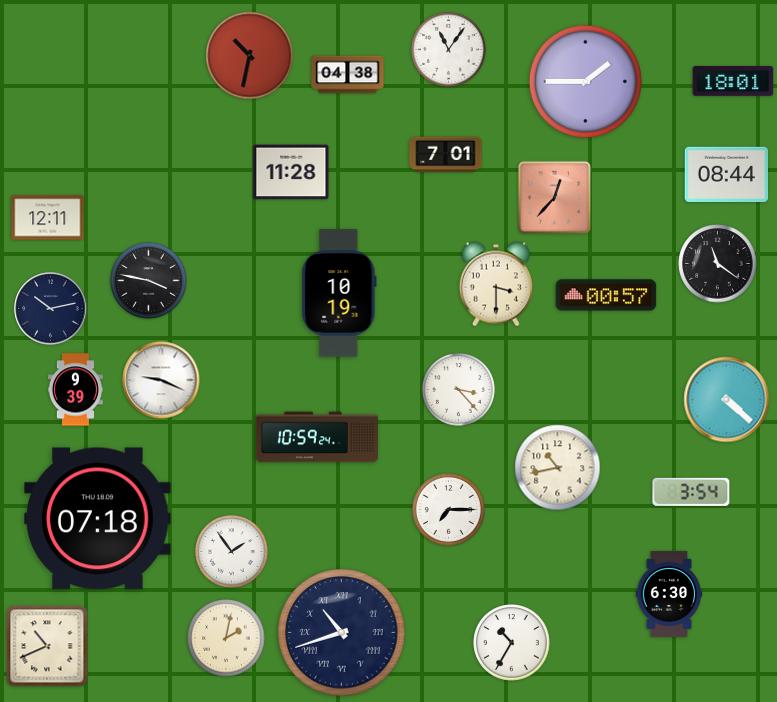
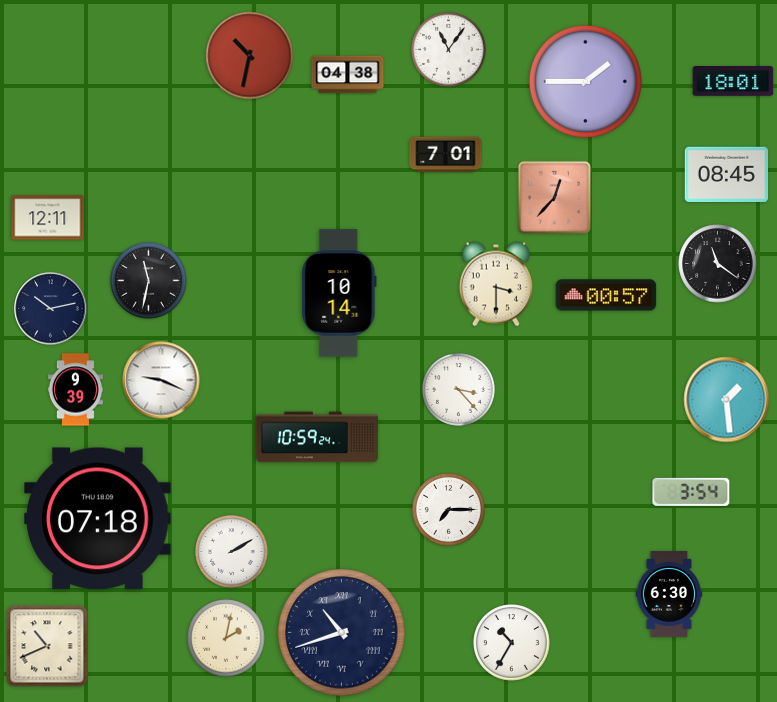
clock at (291, 172): 11:28 -> none
clock at (726, 174): 08:44 -> 08:45
clock at (149, 281): 3:47 -> 11:32
clock at (339, 293): 10:19 -> 10:14
clock at (727, 400): 4:22 -> 1:29
clock at (558, 468): 10:43 -> none
clock at (231, 551): 1:54 -> 2:10
